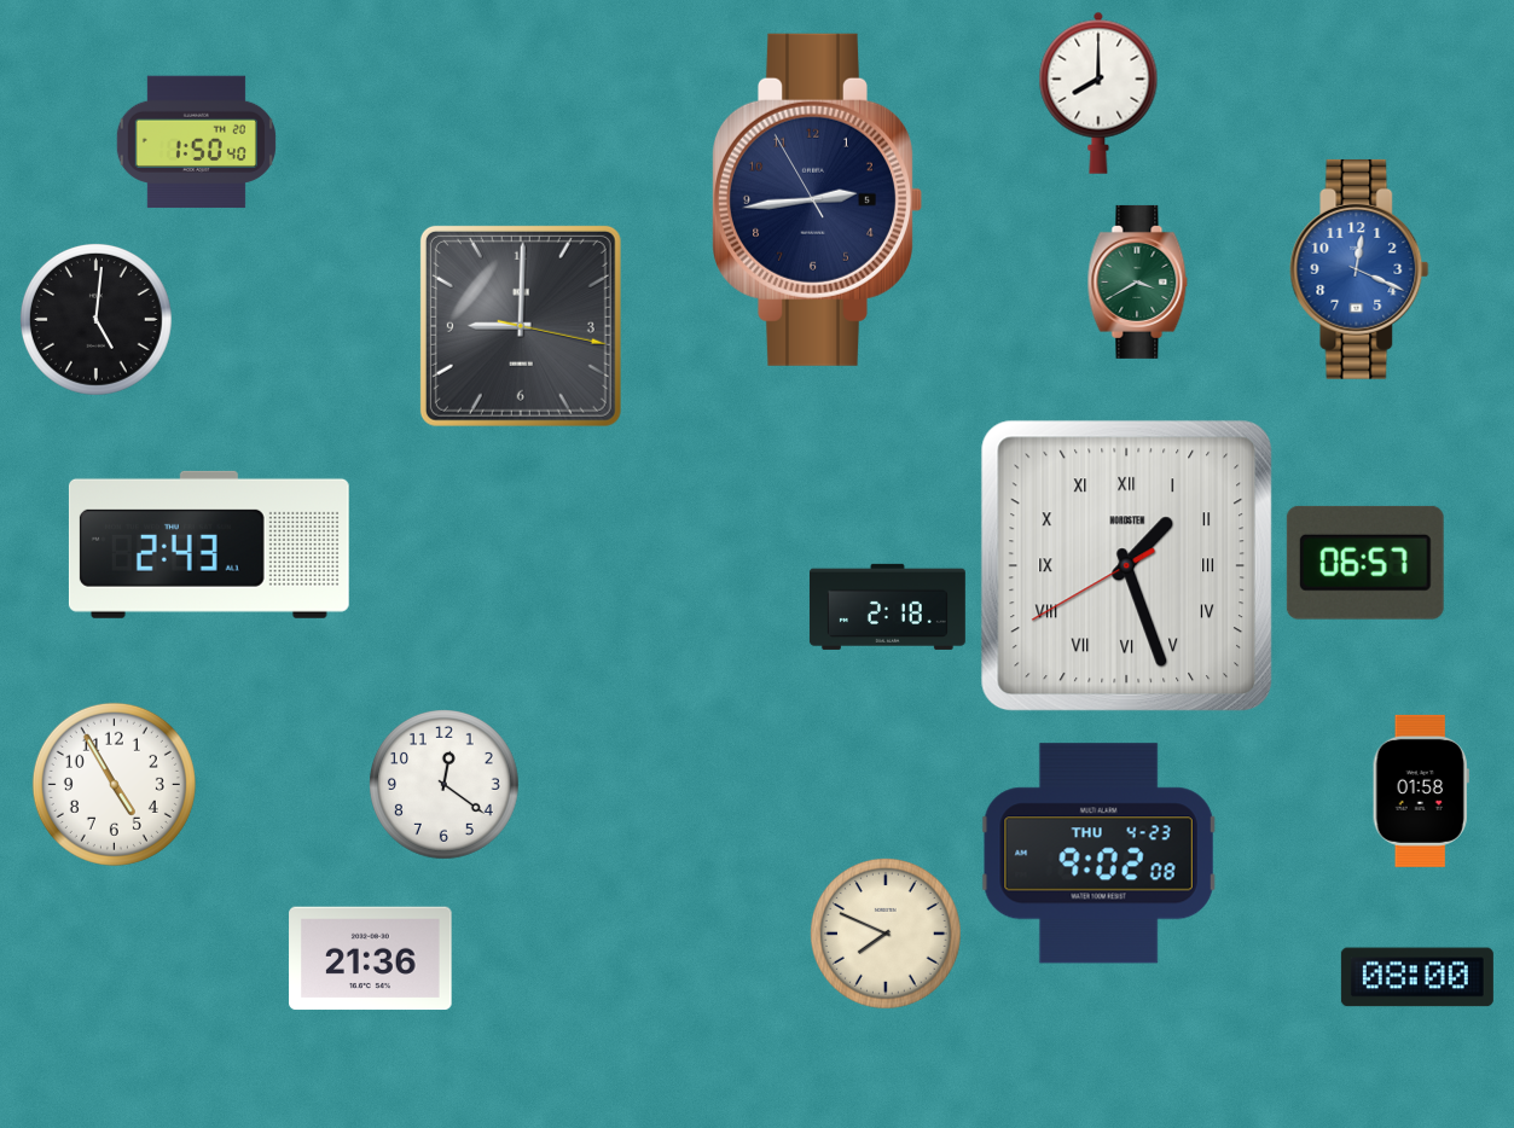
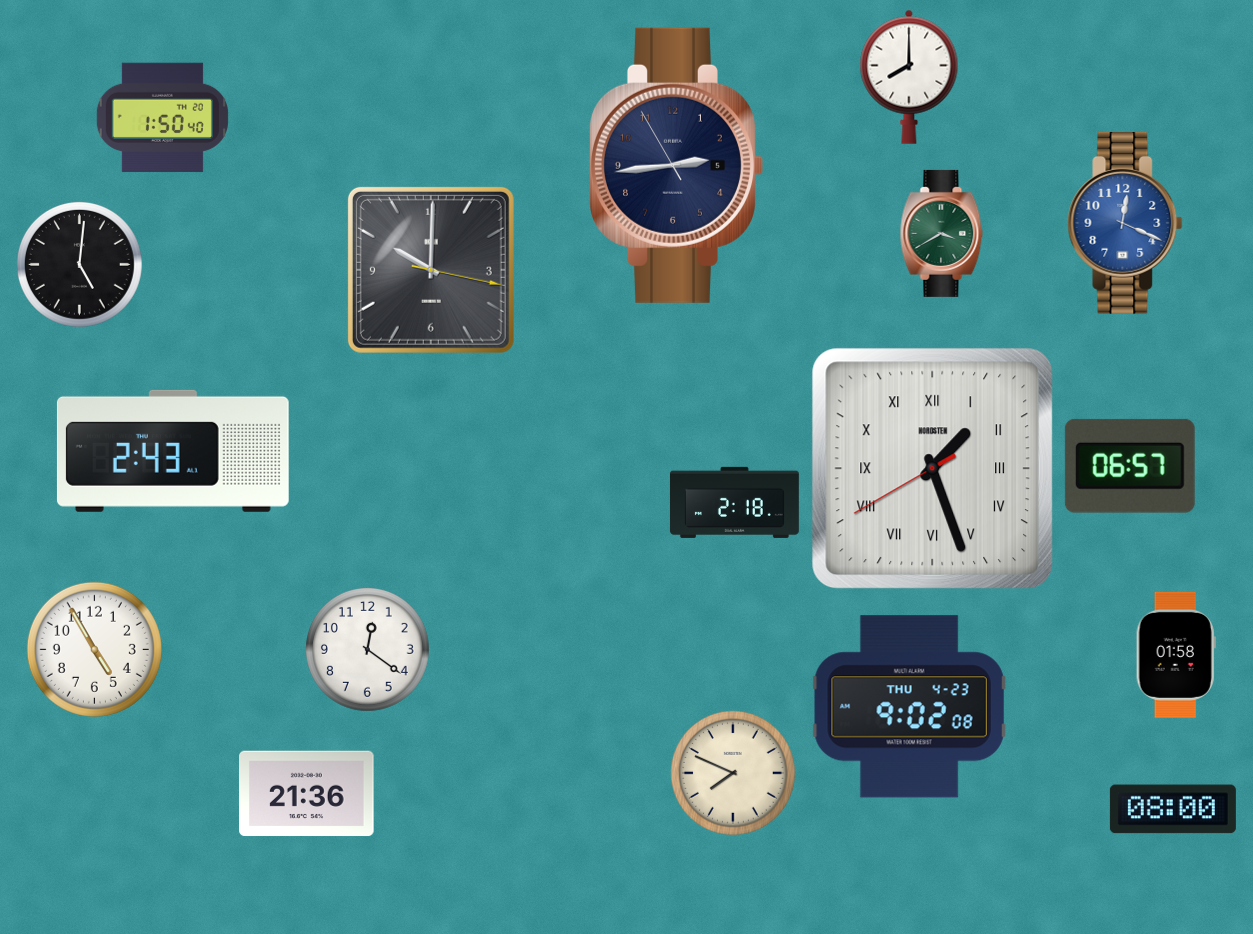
clock at (521, 326): 9:00 -> 10:00
